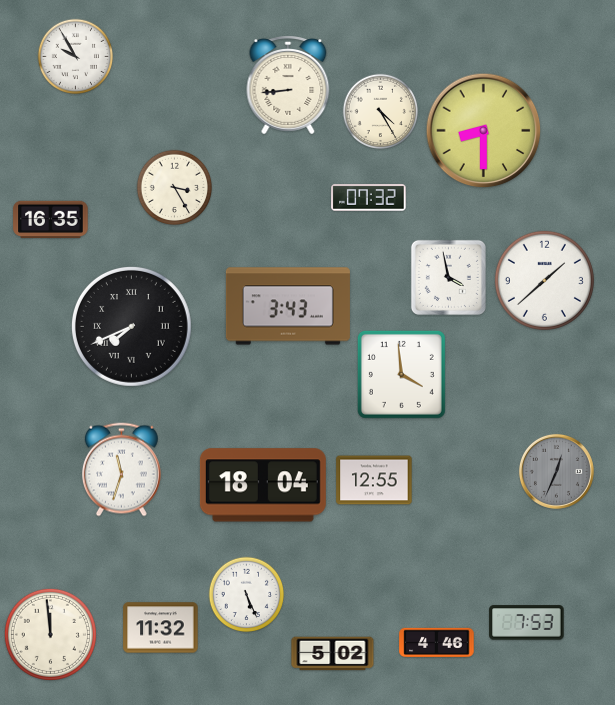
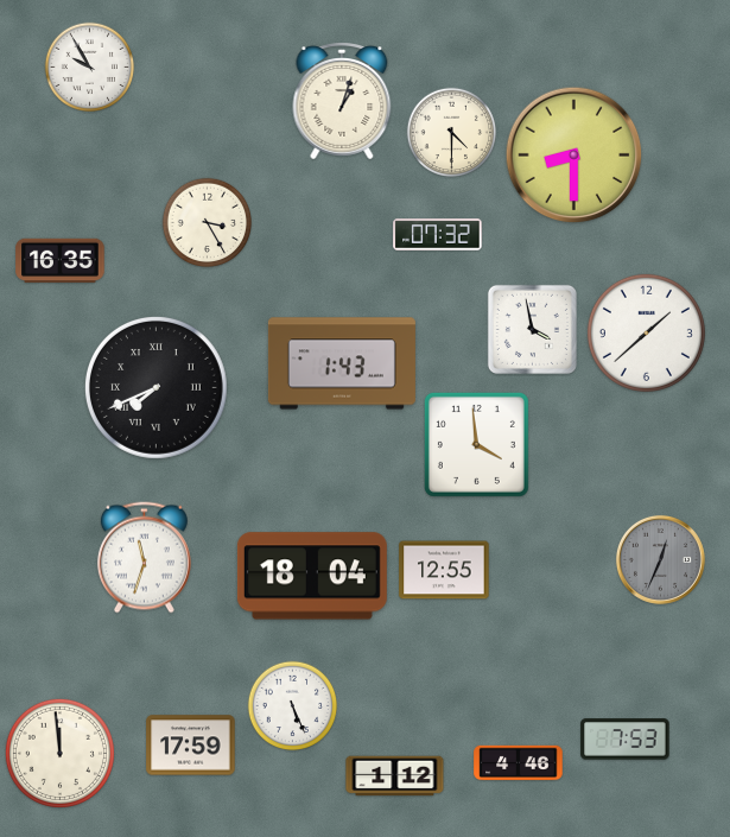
clock at (288, 85): 8:44 -> 1:03
clock at (381, 112): 4:25 -> 4:30
clock at (288, 306): 3:43 -> 1:43
clock at (161, 628): 11:32 -> 17:59
clock at (333, 654): 5:02 -> 1:12
